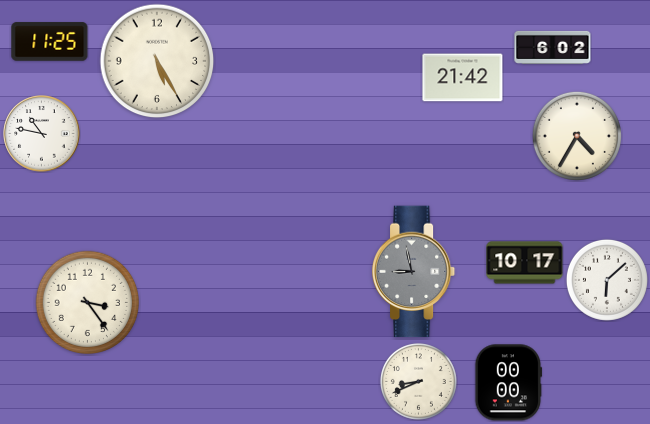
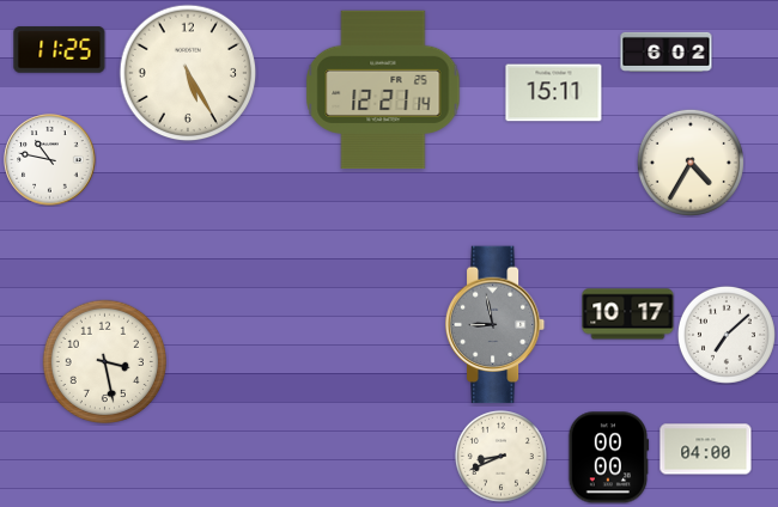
clock at (553, 47) position: (553, 47) -> (667, 51)
clock at (383, 90): none -> 12:21
clock at (463, 78): 21:42 -> 15:11
clock at (607, 280): 6:08 -> 7:08
clock at (87, 302): 3:24 -> 3:28
clock at (706, 450): none -> 04:00
